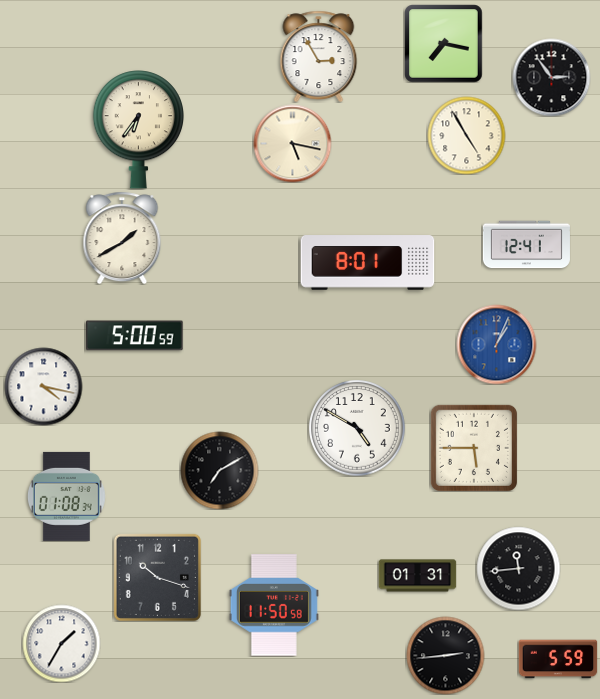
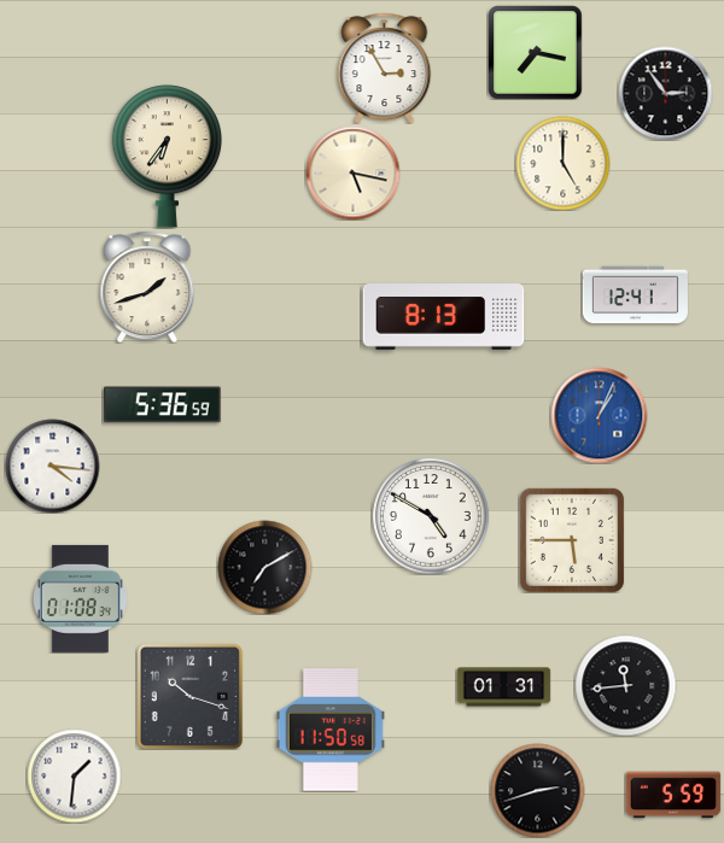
clock at (466, 135): 4:55 -> 5:00
clock at (122, 238): 1:40 -> 1:42
clock at (368, 263): 8:01 -> 8:13
clock at (135, 336): 5:00 -> 5:36
clock at (43, 386): 4:17 -> 4:16
clock at (417, 576) position: (417, 576) -> (503, 687)
clock at (61, 643): 1:35 -> 1:31
clock at (445, 655): 2:44 -> 2:42
